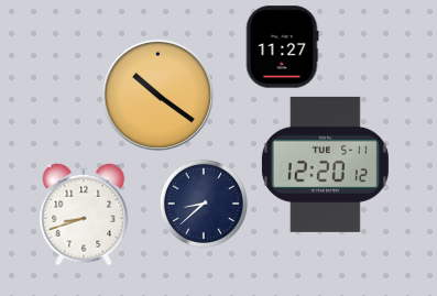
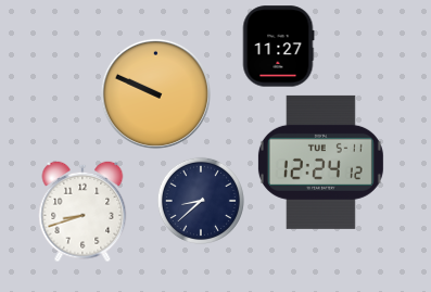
clock at (157, 95): 10:21 -> 9:49
clock at (325, 164): 12:20 -> 12:24
